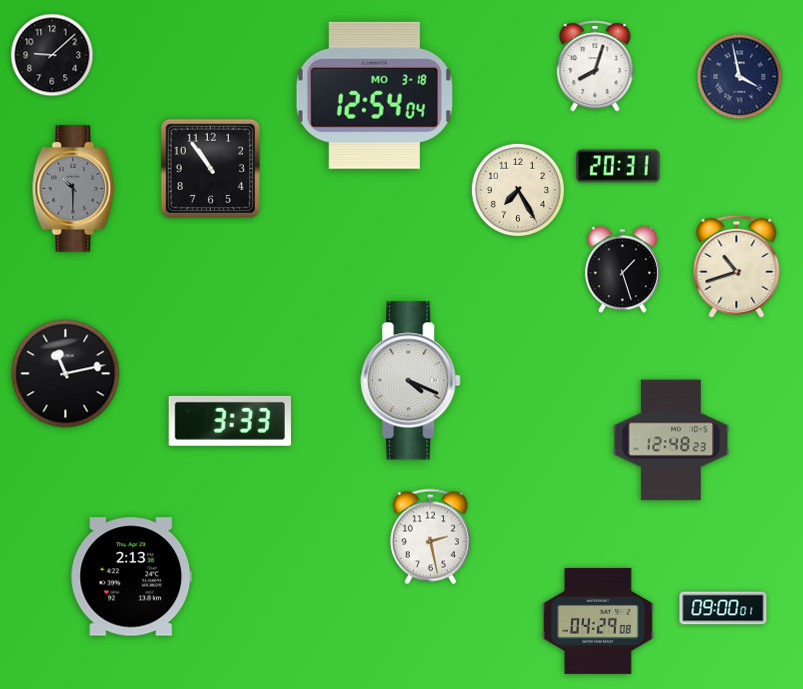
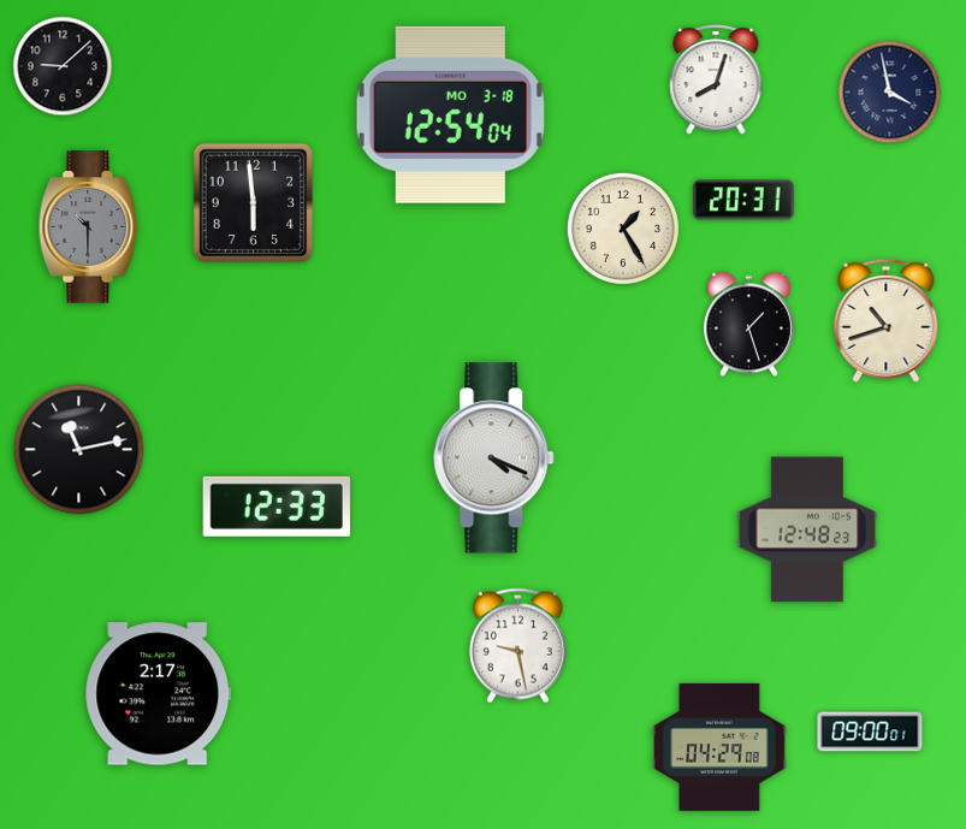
clock at (210, 168): 10:54 -> 5:59
clock at (518, 190): 7:25 -> 1:25
clock at (230, 421): 3:33 -> 12:33
clock at (430, 537): 2:28 -> 9:28
clock at (132, 577): 2:13 -> 2:17
